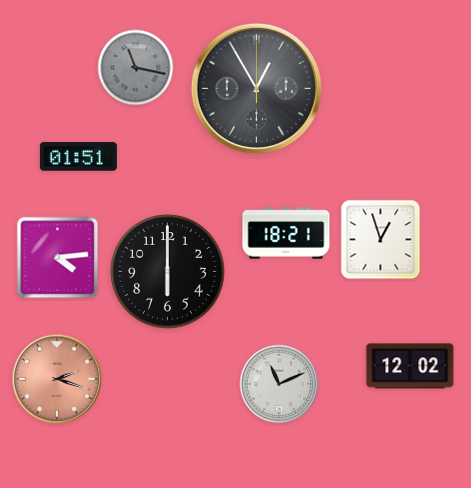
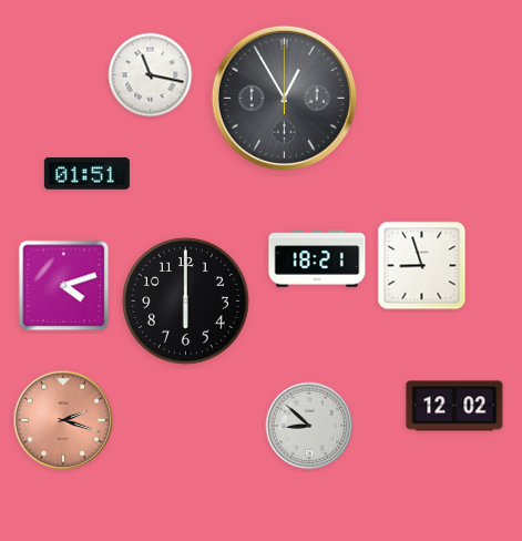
clock at (136, 68) dial: grey -> white
clock at (381, 240): 12:57 -> 8:57
clock at (58, 258): 4:14 -> 4:12
clock at (279, 384): 11:11 -> 8:52
